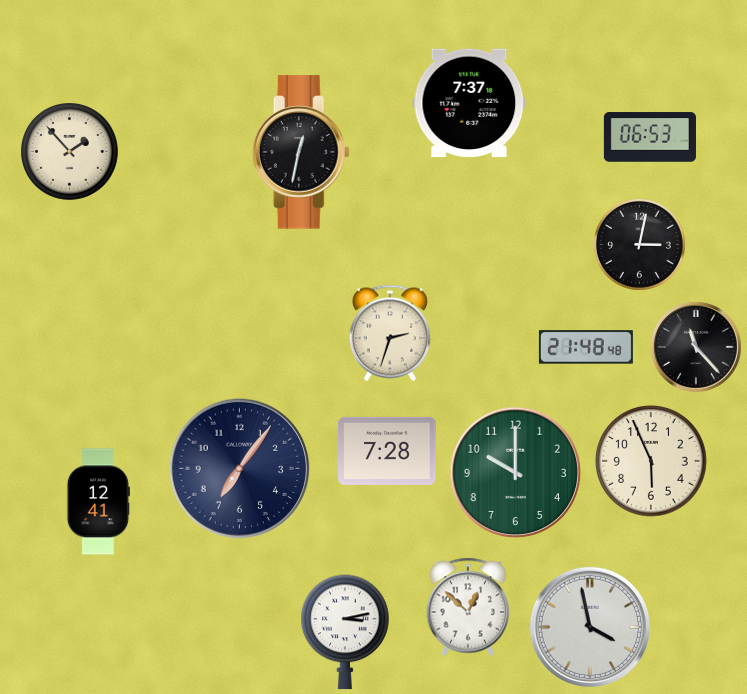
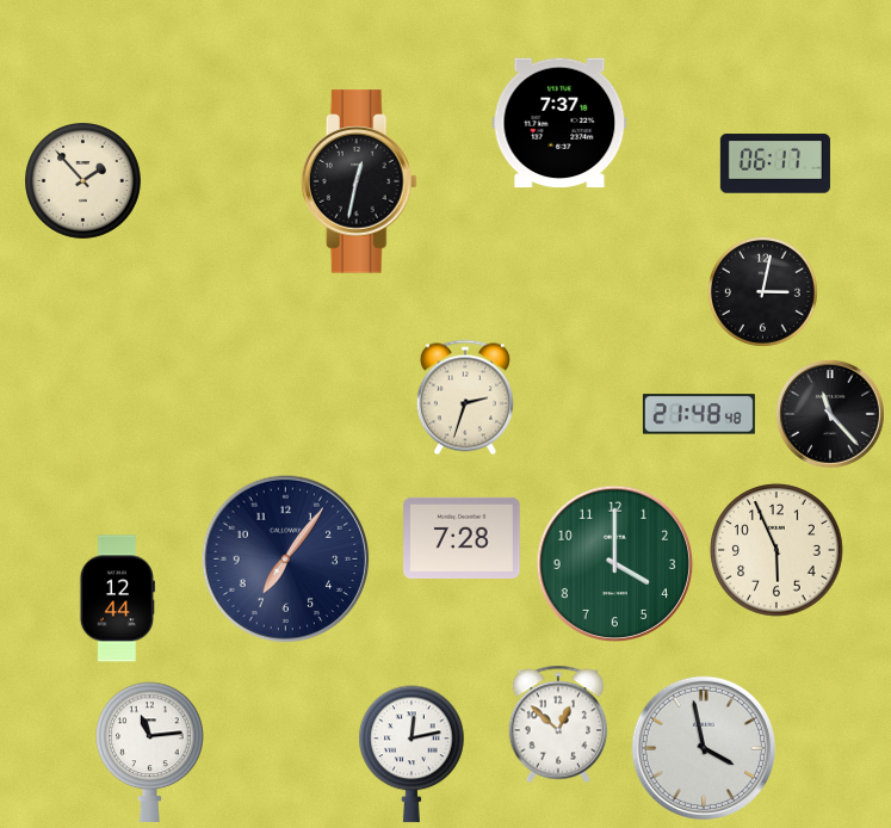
clock at (650, 137): 06:53 -> 06:17
clock at (515, 472): 10:00 -> 4:00
clock at (98, 502): 12:41 -> 12:44
clock at (150, 752): none -> 11:14
clock at (345, 632): 3:13 -> 12:13
